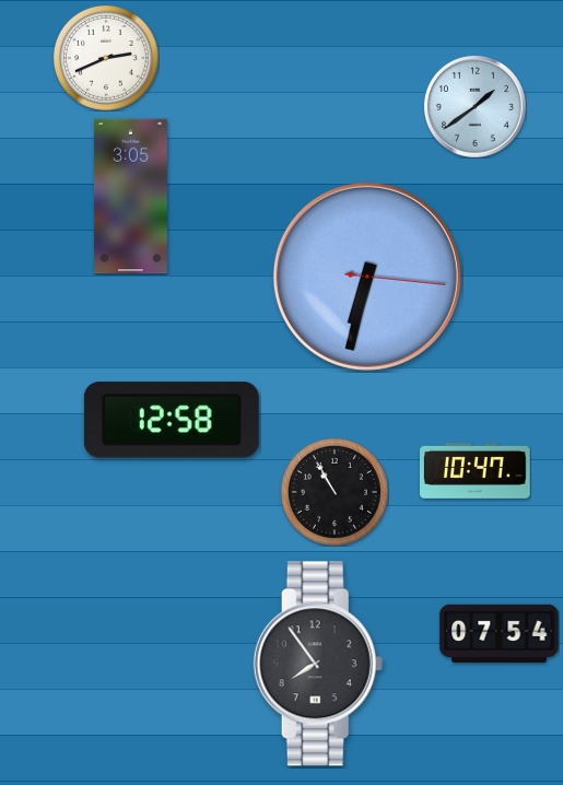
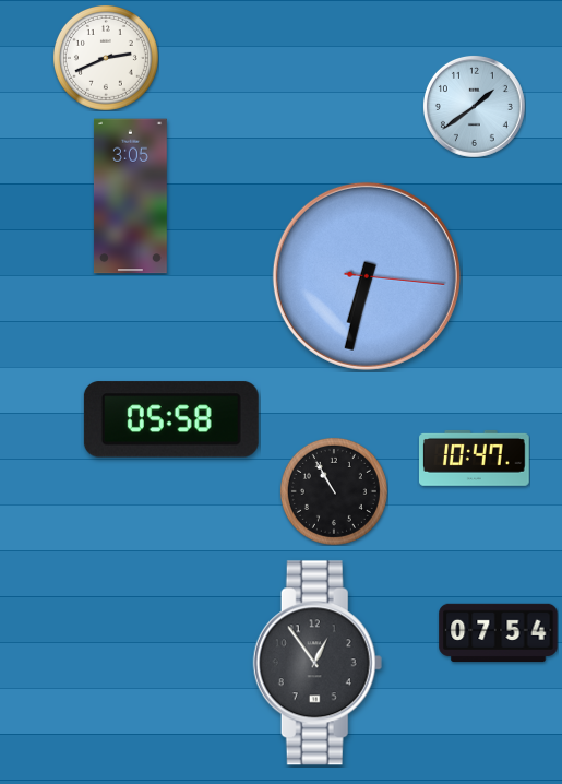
clock at (172, 420): 12:58 -> 05:58
clock at (476, 470) position: (476, 470) -> (475, 458)
clock at (318, 664): 7:54 -> 12:54
